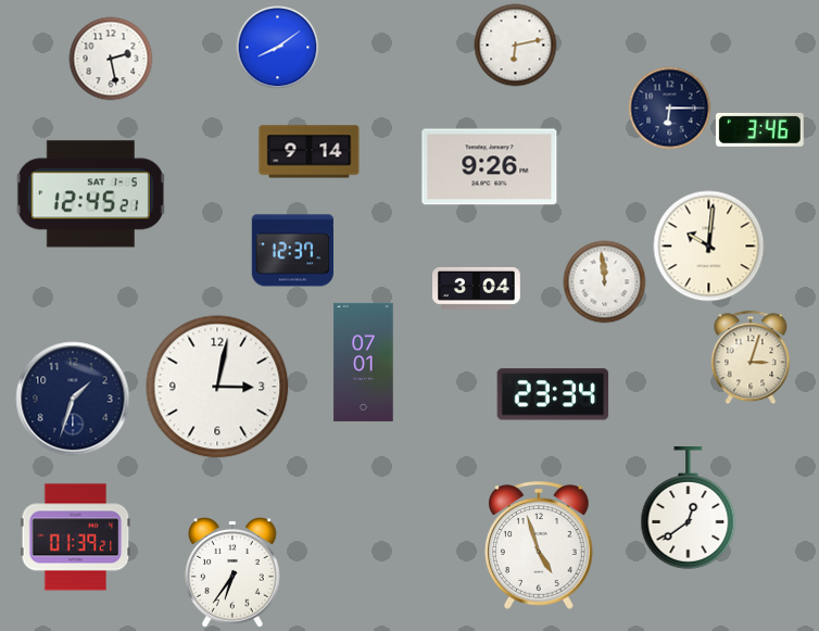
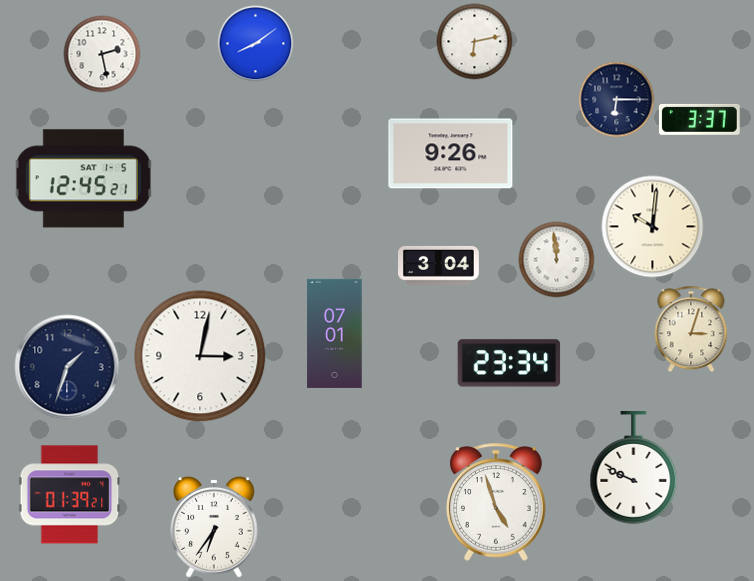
clock at (759, 129): 3:46 -> 3:37
clock at (310, 152): 9:14 -> none
clock at (292, 251): 12:37 -> none
clock at (689, 508): 12:39 -> 9:49
